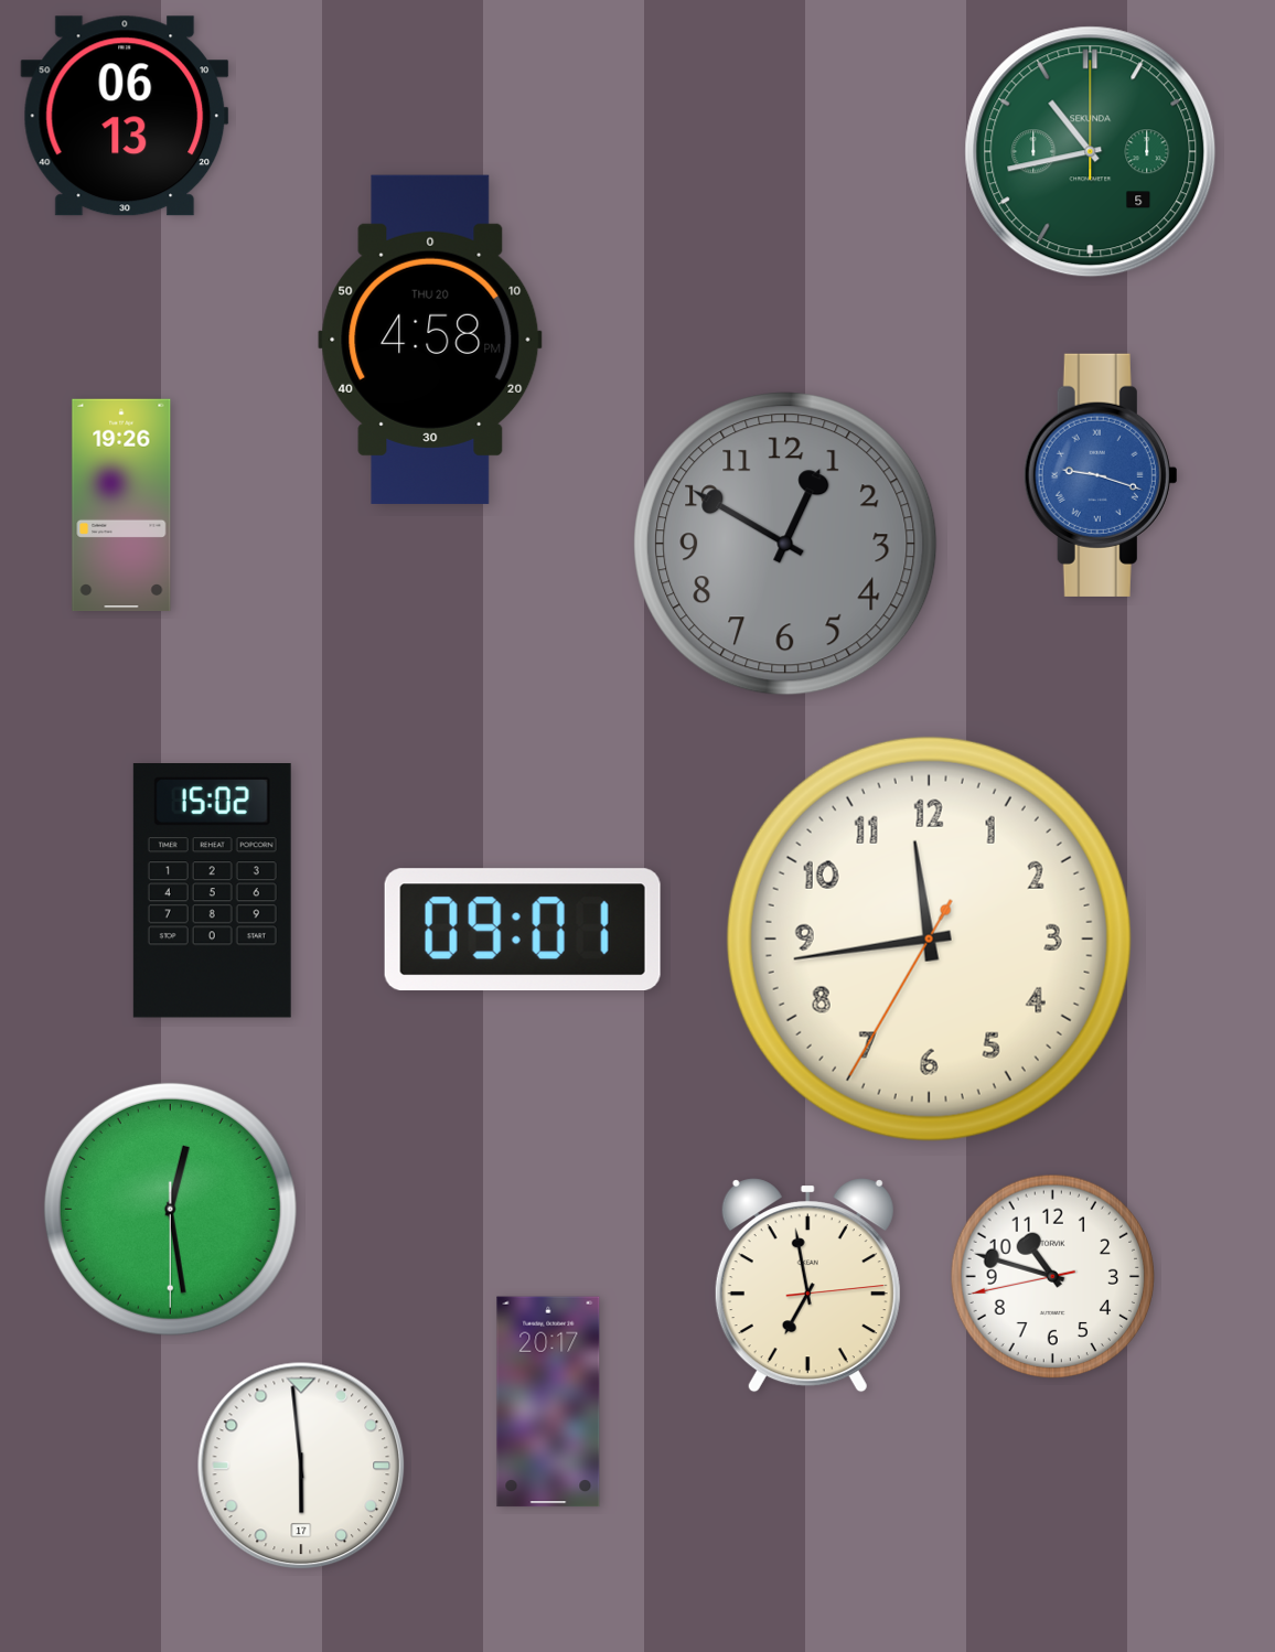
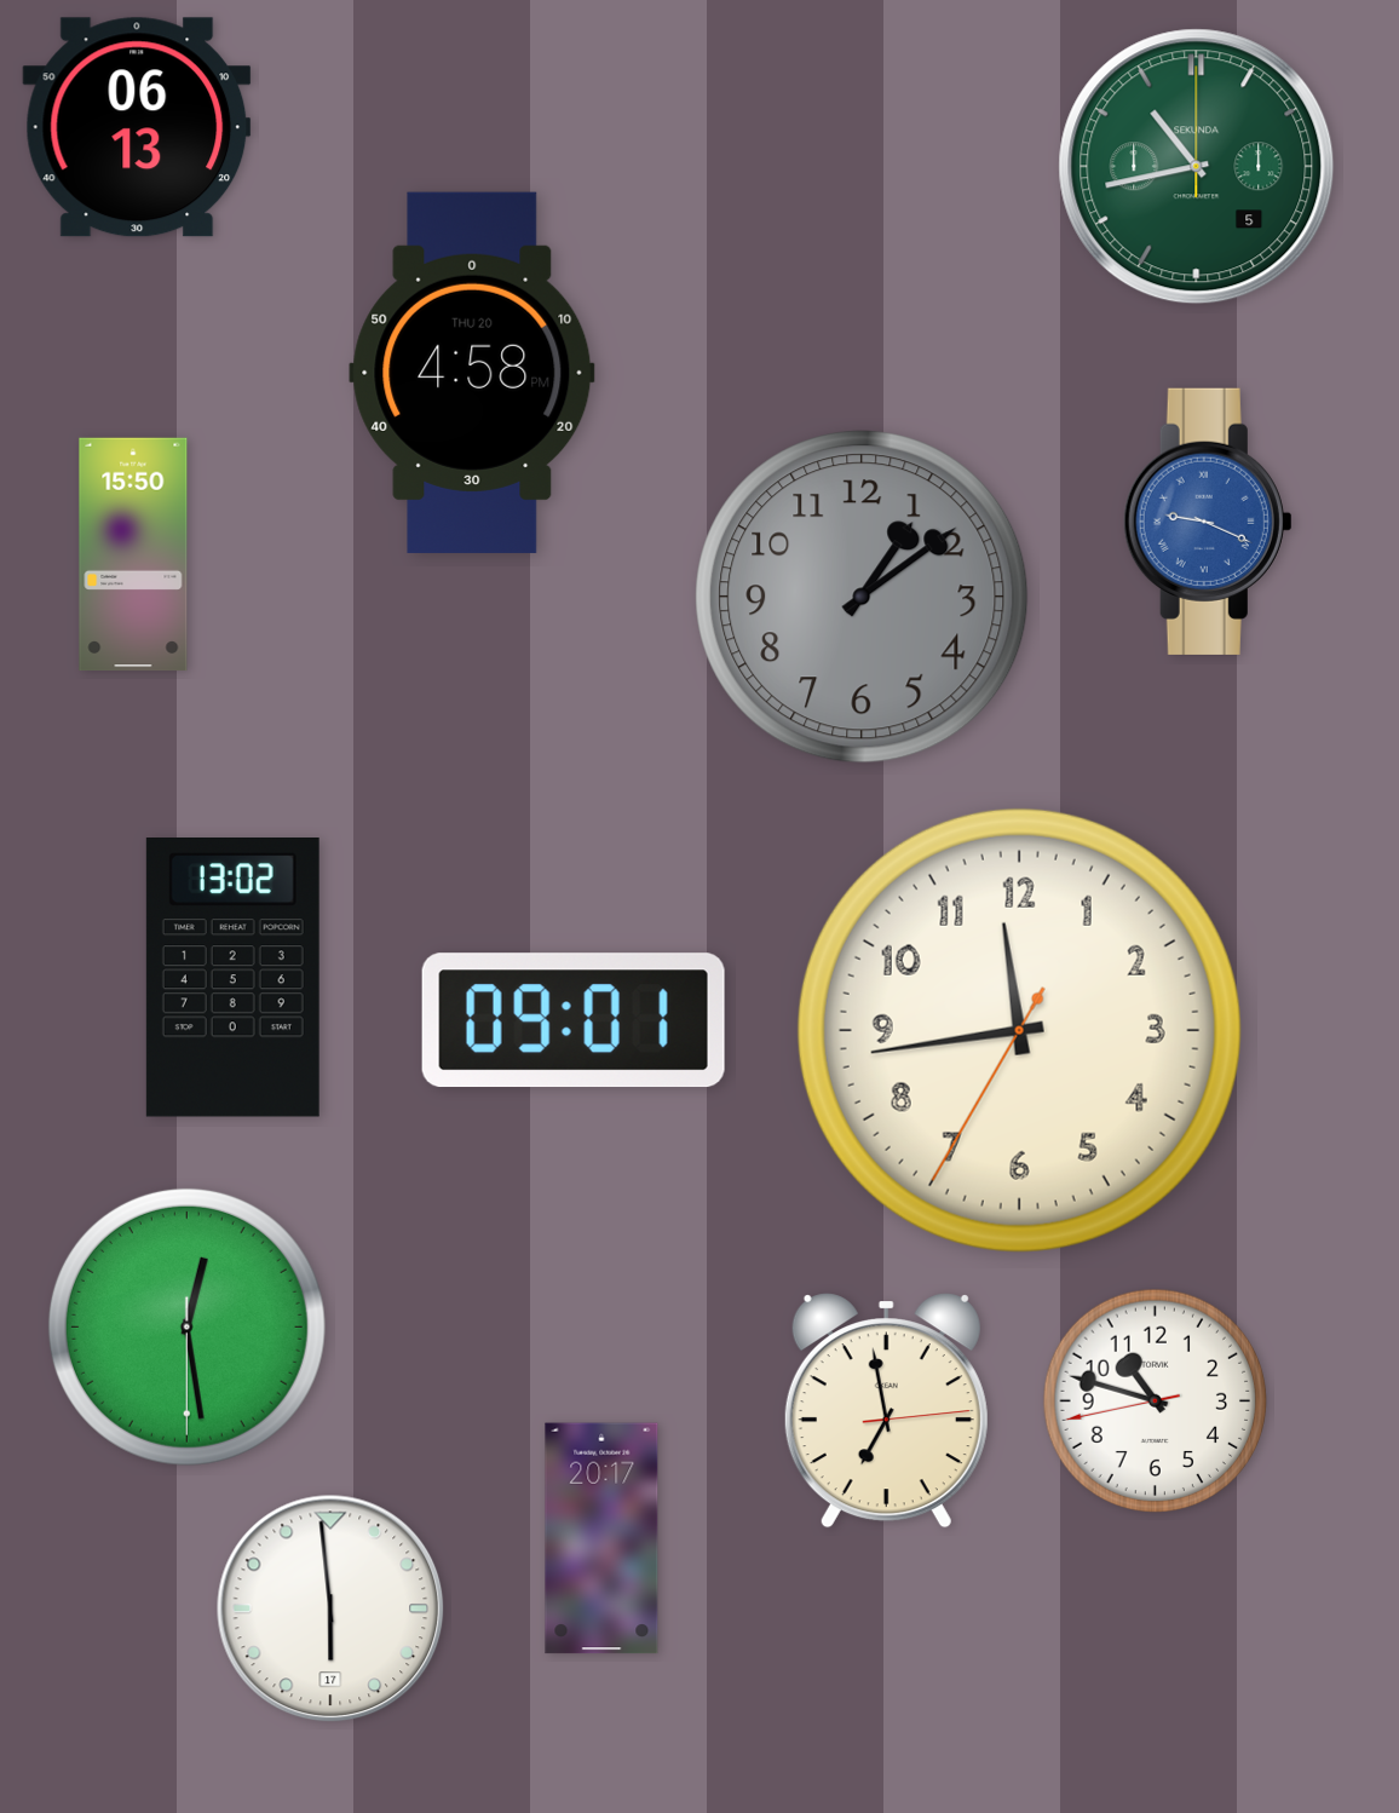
clock at (1101, 475): 9:18 -> 9:19
clock at (121, 505): 19:26 -> 15:50
clock at (785, 544): 12:50 -> 1:09
clock at (212, 891): 15:02 -> 13:02
